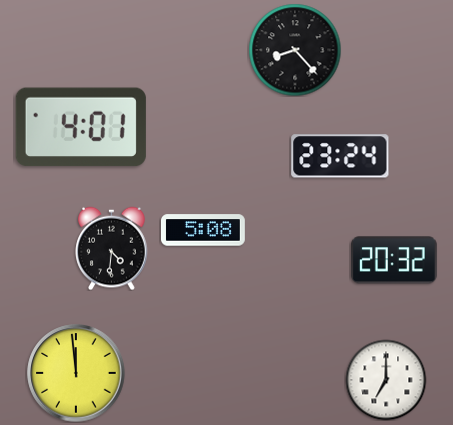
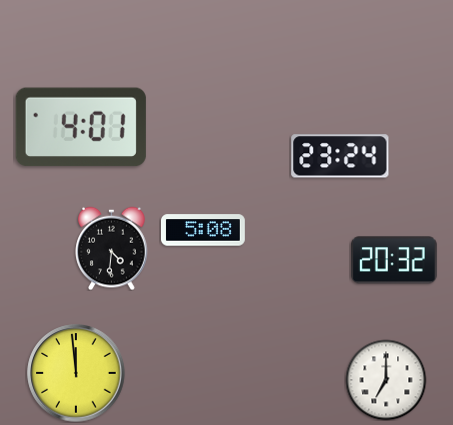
clock at (295, 50): 8:23 -> none
